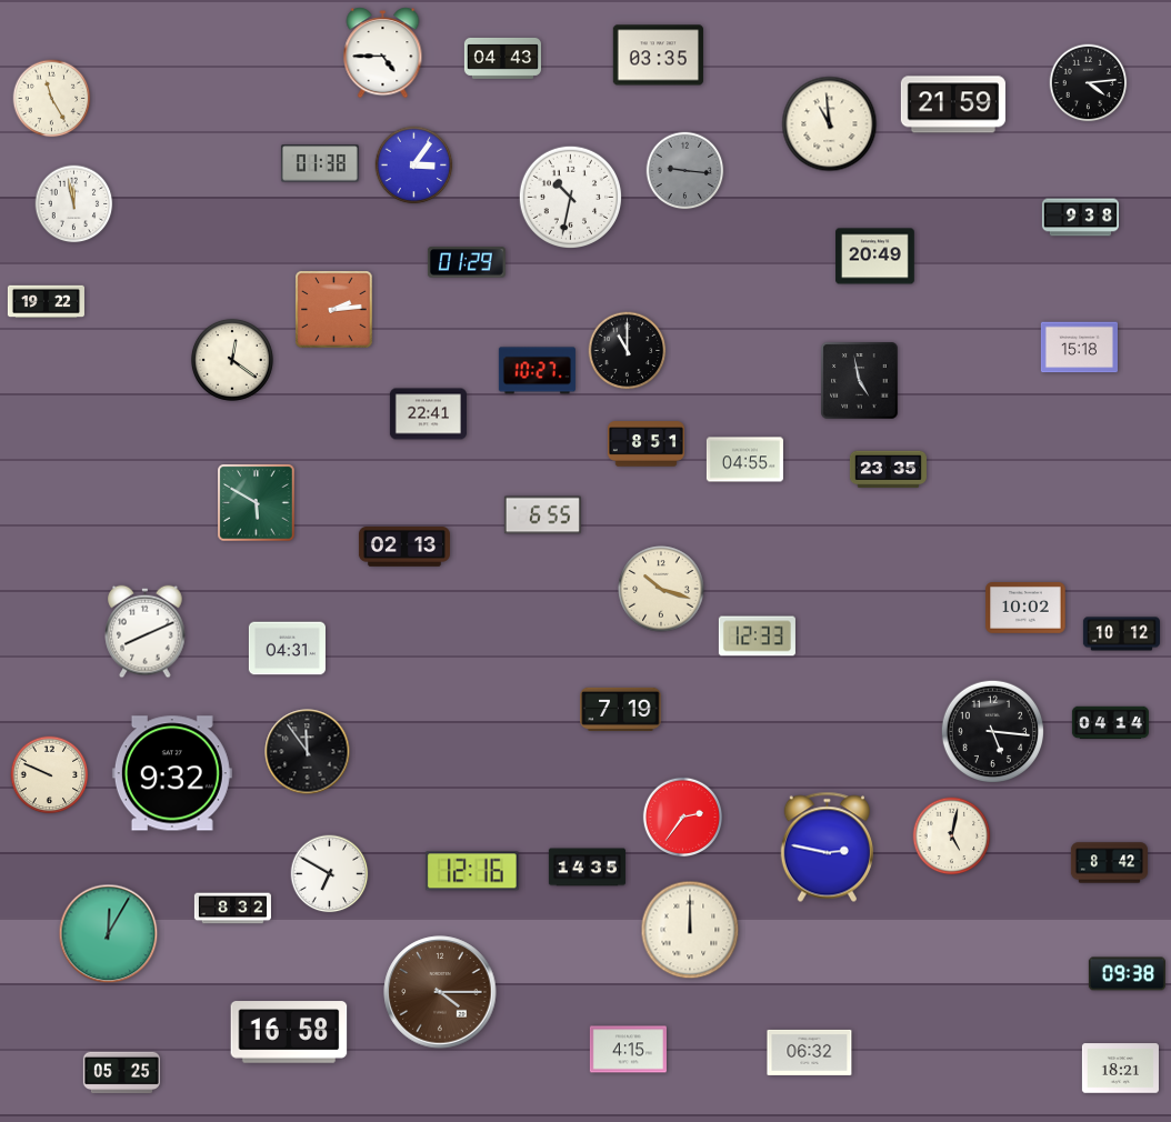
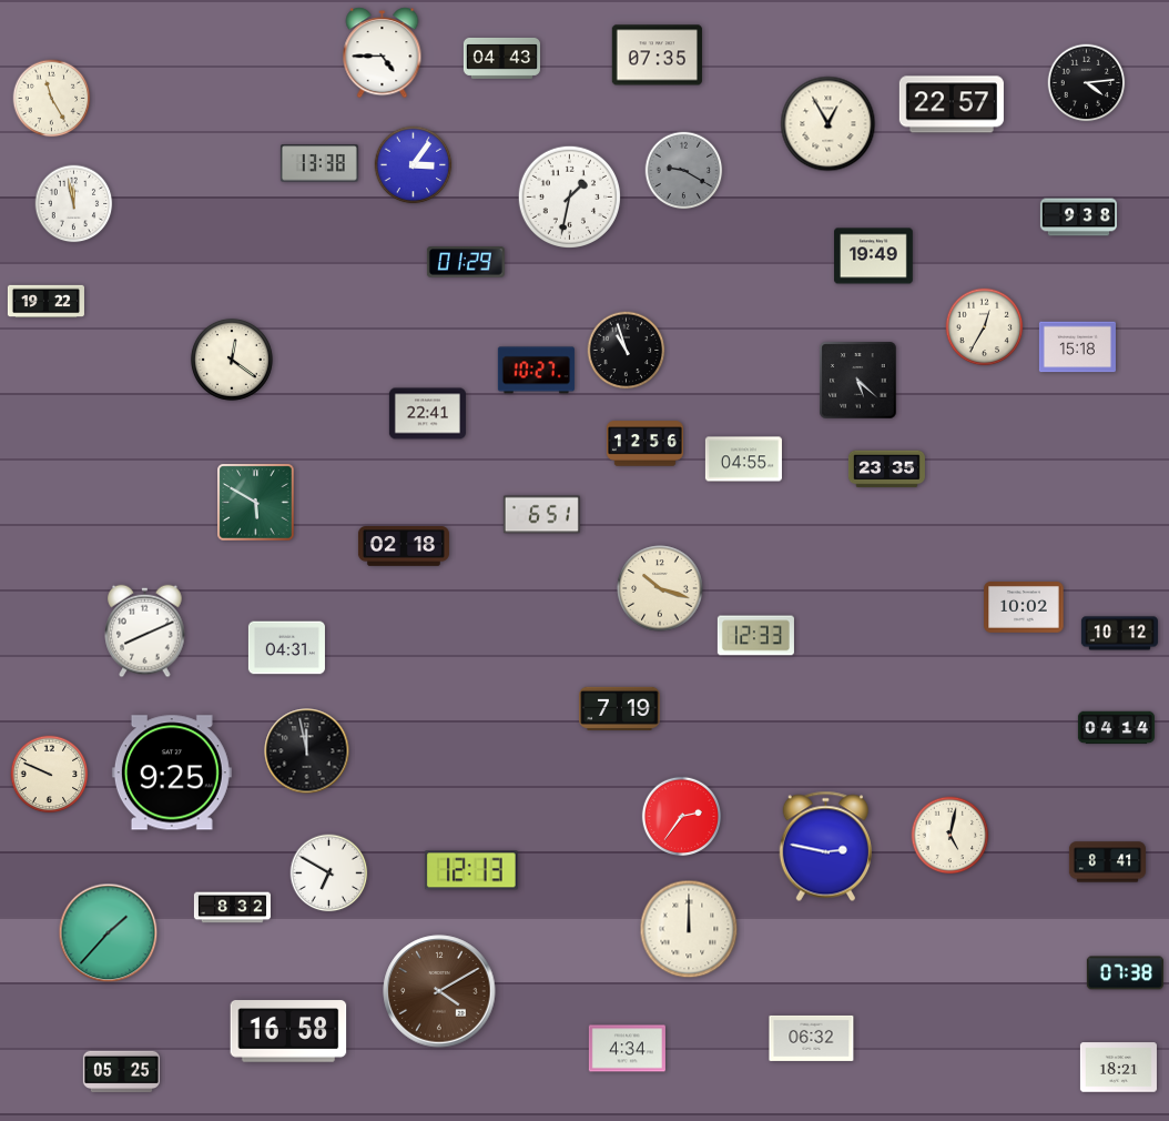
clock at (658, 56): 03:35 -> 07:35
clock at (953, 104): 21:59 -> 22:57
clock at (830, 124): 10:59 -> 12:55
clock at (320, 163): 01:38 -> 13:38
clock at (685, 171): 9:16 -> 9:20
clock at (570, 197): 10:32 -> 1:32
clock at (875, 257): 20:49 -> 19:49
clock at (334, 310): 2:14 -> none
clock at (985, 327): none -> 12:35
clock at (628, 351): 11:00 -> 10:57
clock at (860, 381): 4:58 -> 5:22
clock at (645, 444): 8:51 -> 12:56
clock at (542, 515): 6:55 -> 6:51
clock at (404, 548): 02:13 -> 02:18
clock at (1110, 723) position: (1110, 723) -> (1116, 728)
clock at (992, 731): 5:16 -> none
clock at (308, 752): 11:54 -> 11:58
clock at (172, 773): 9:32 -> 9:25
clock at (1109, 863): 8:42 -> 8:41
clock at (587, 868): 14:35 -> none
clock at (472, 871): 12:16 -> 12:13
clock at (109, 934): 12:05 -> 1:37
clock at (1127, 974): 09:38 -> 07:38
clock at (440, 992): 4:15 -> 4:10
clock at (628, 1050): 4:15 -> 4:34
clock at (810, 1052) position: (810, 1052) -> (812, 1038)
